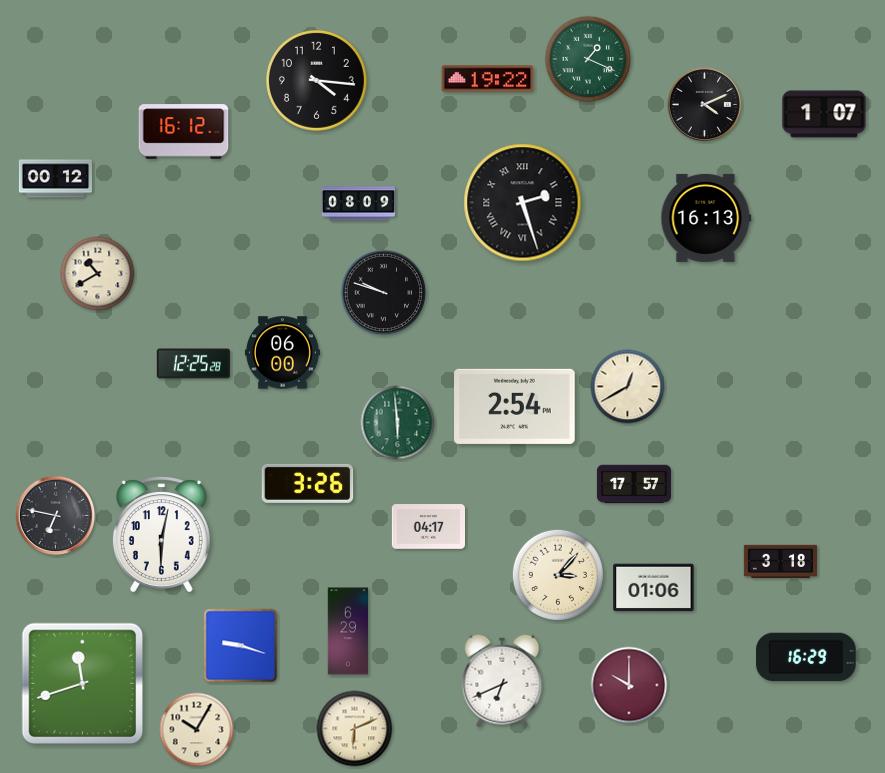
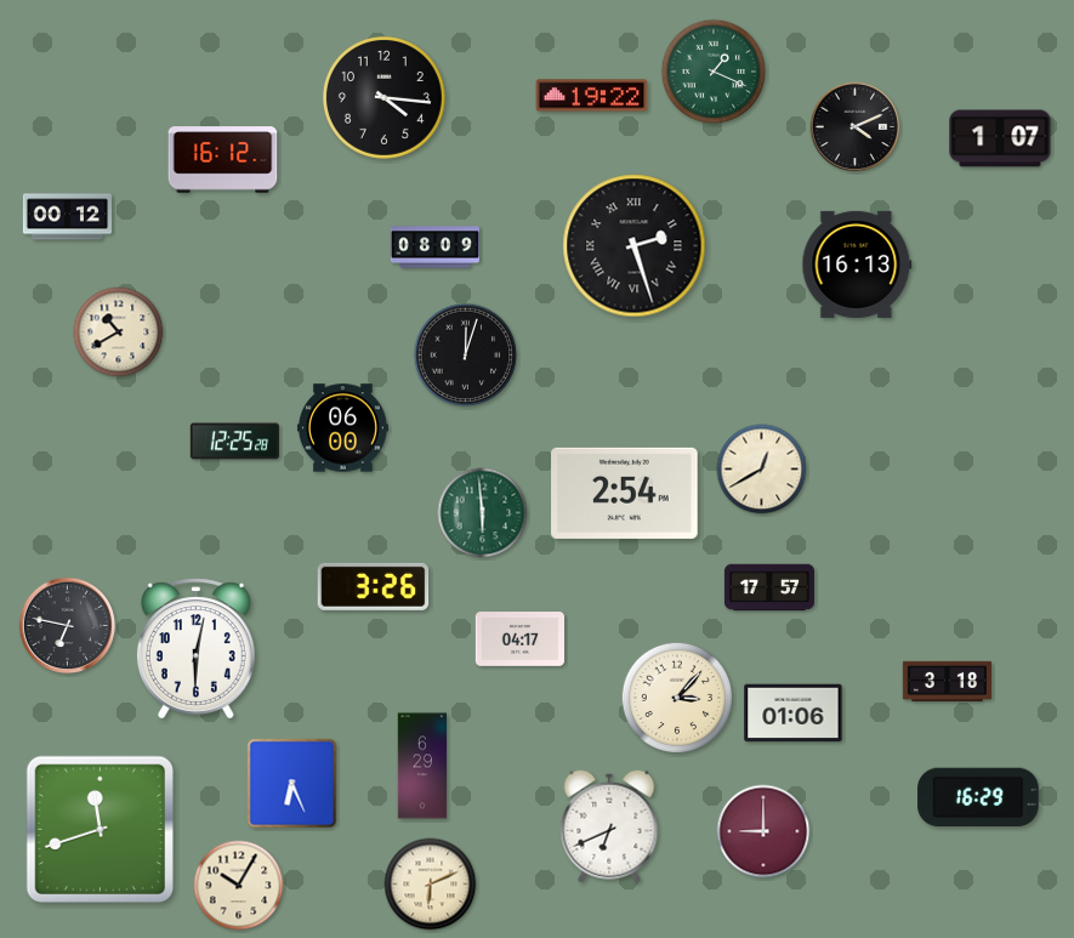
clock at (384, 293): 9:48 -> 12:03
clock at (241, 646): 9:18 -> 6:26
clock at (629, 685): 10:00 -> 9:00
